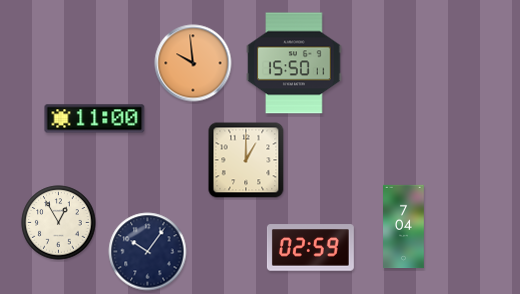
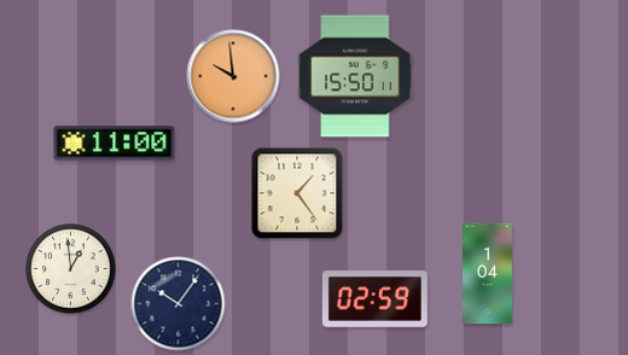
clock at (246, 160): 1:00 -> 1:24
clock at (59, 223): 12:55 -> 12:59
clock at (404, 227): 7:04 -> 1:04
